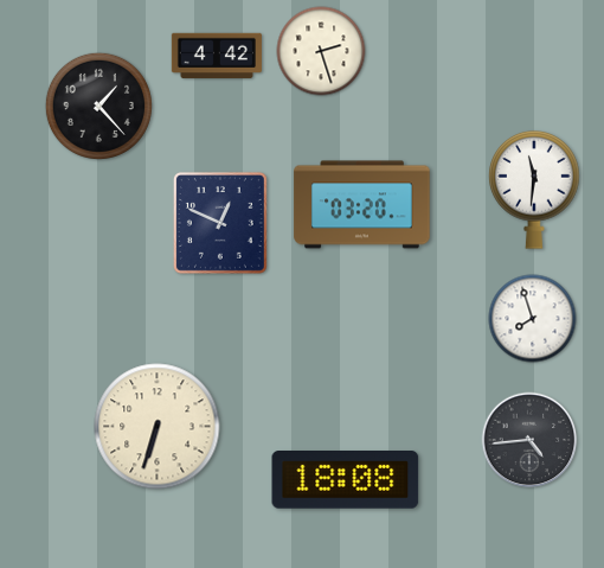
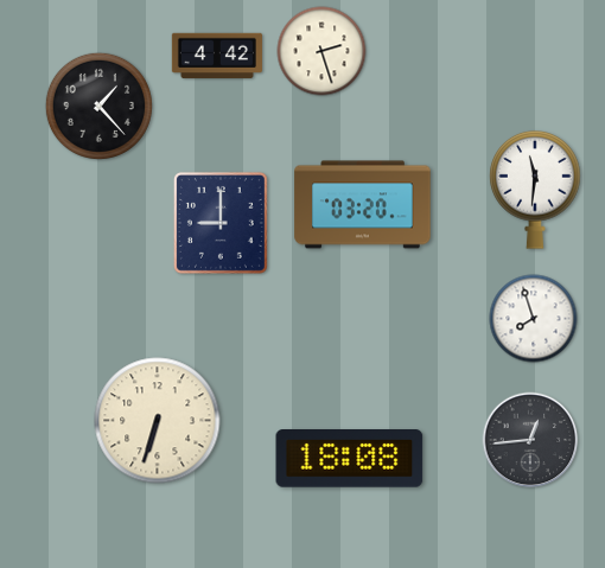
clock at (220, 223): 12:49 -> 9:00
clock at (158, 427) position: (158, 427) -> (158, 421)
clock at (529, 440): 4:44 -> 12:44
clock at (346, 480) position: (346, 480) -> (350, 459)
